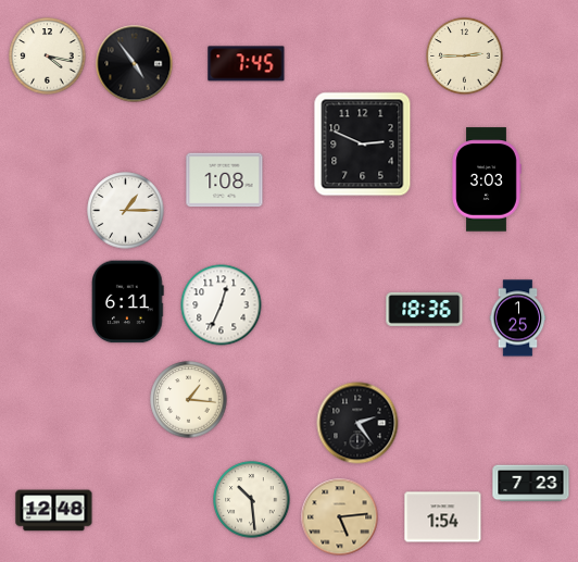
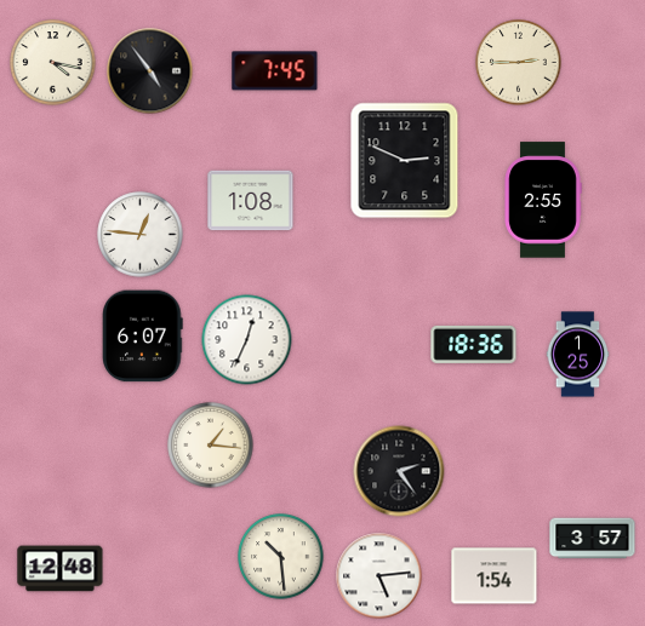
clock at (487, 179): 3:03 -> 2:55
clock at (126, 211): 1:15 -> 12:46
clock at (128, 302): 6:11 -> 6:07
clock at (531, 484): 7:23 -> 3:57
clock at (340, 517) dial: champagne -> white
